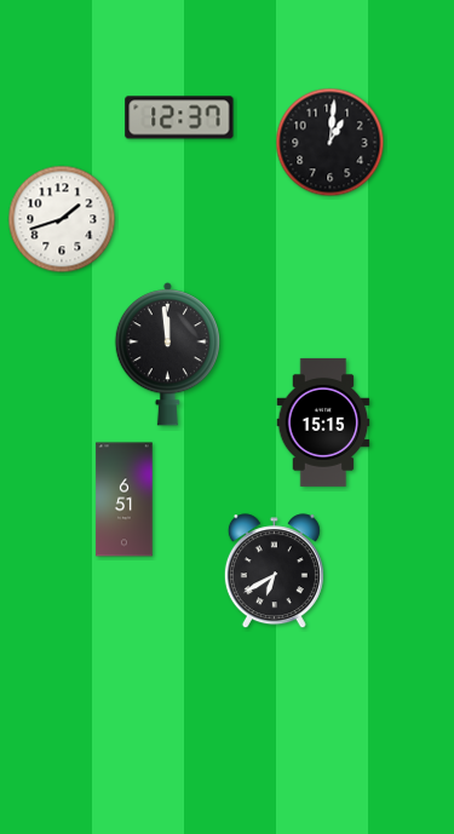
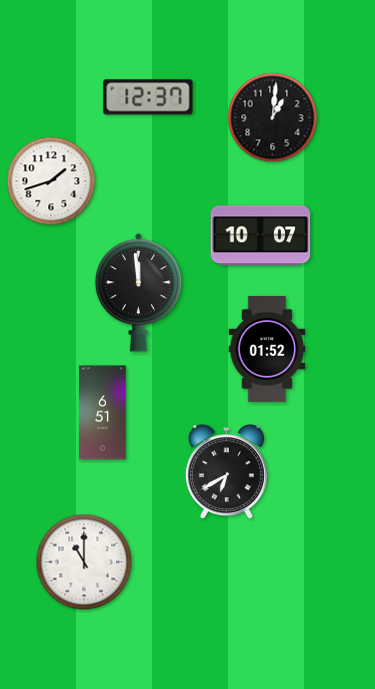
clock at (261, 236): none -> 10:07
clock at (323, 422): 15:15 -> 01:52
clock at (84, 562): none -> 11:00
